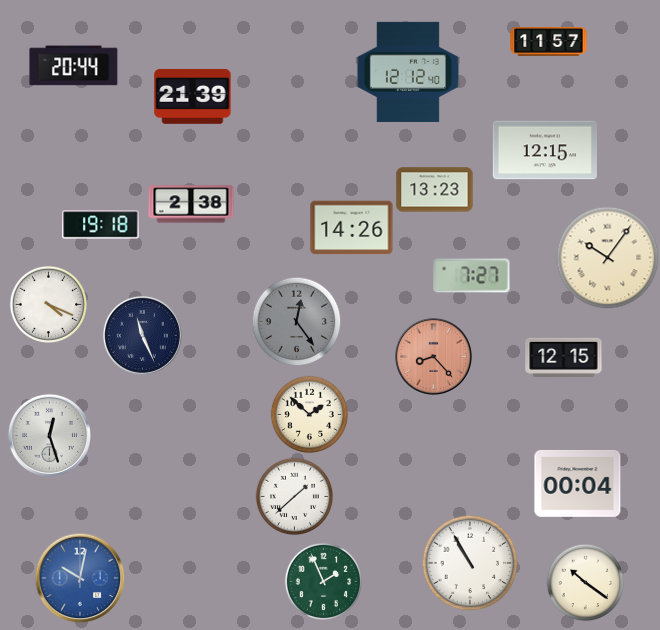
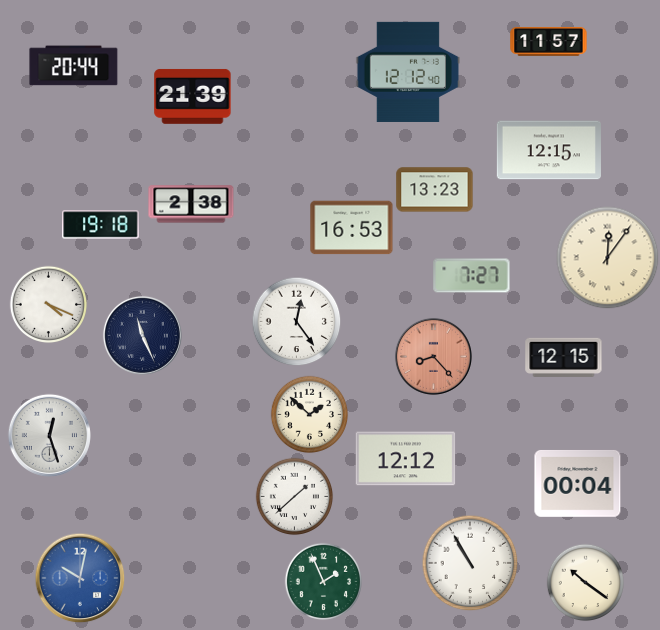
clock at (545, 150) position: (545, 150) -> (549, 150)
clock at (352, 228): 14:26 -> 16:53
clock at (608, 258): 10:06 -> 12:06
clock at (296, 321) dial: grey -> white
clock at (406, 459): none -> 12:12
